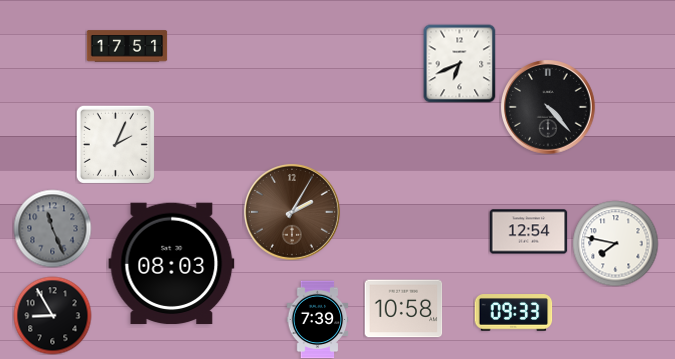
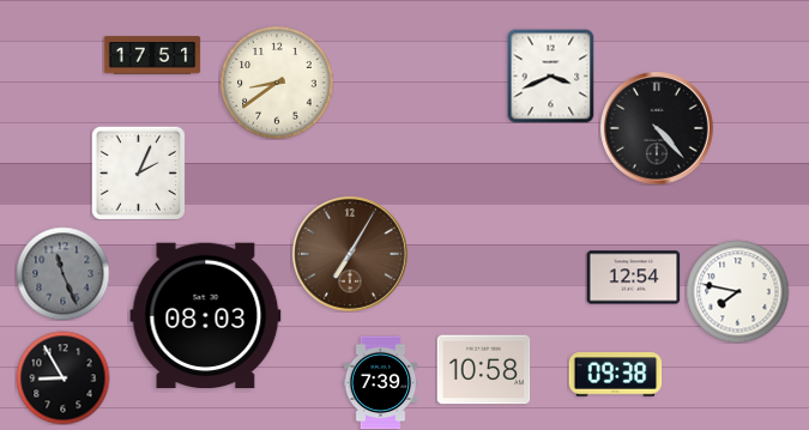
clock at (460, 63): 6:41 -> 3:41
clock at (277, 83): none -> 8:39
clock at (292, 212): 2:05 -> 7:05
clock at (513, 313): 09:33 -> 09:38
